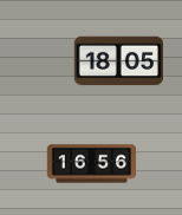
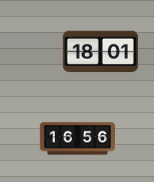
clock at (118, 61): 18:05 -> 18:01
